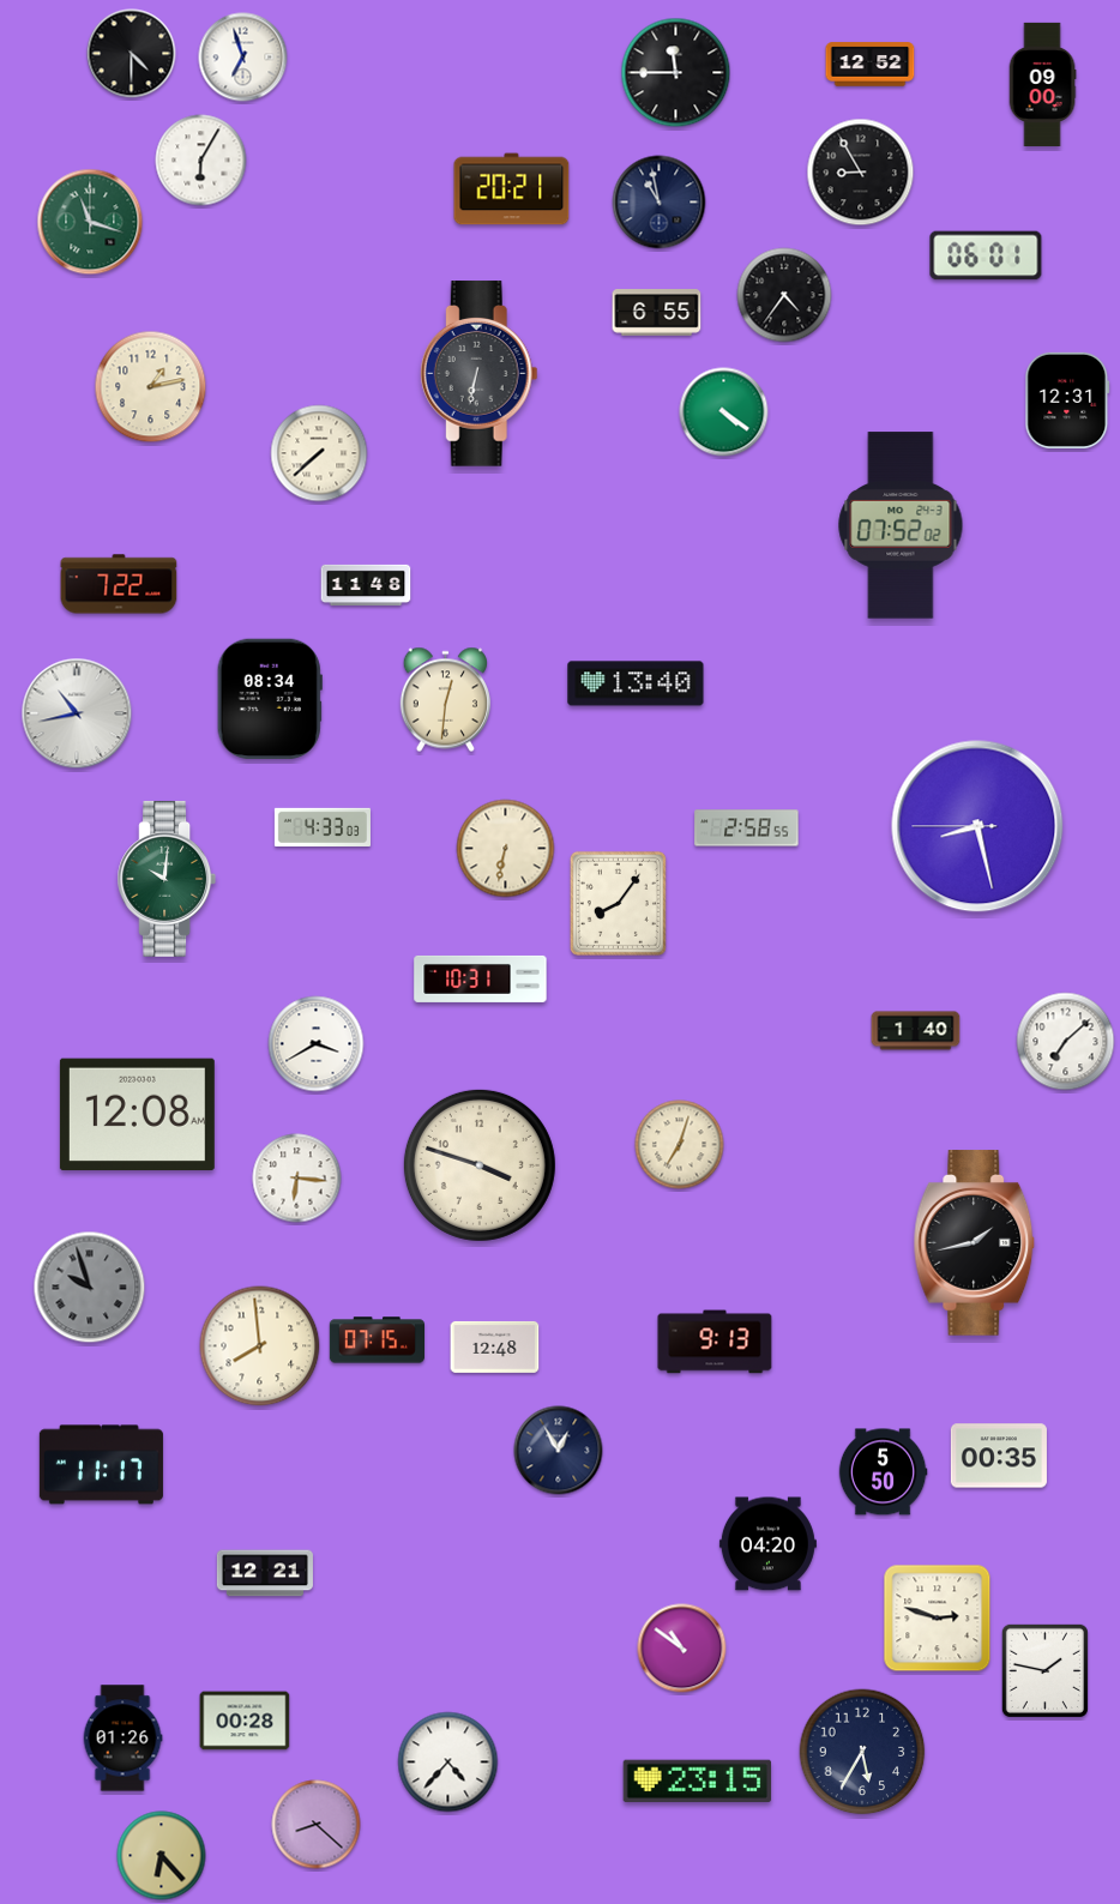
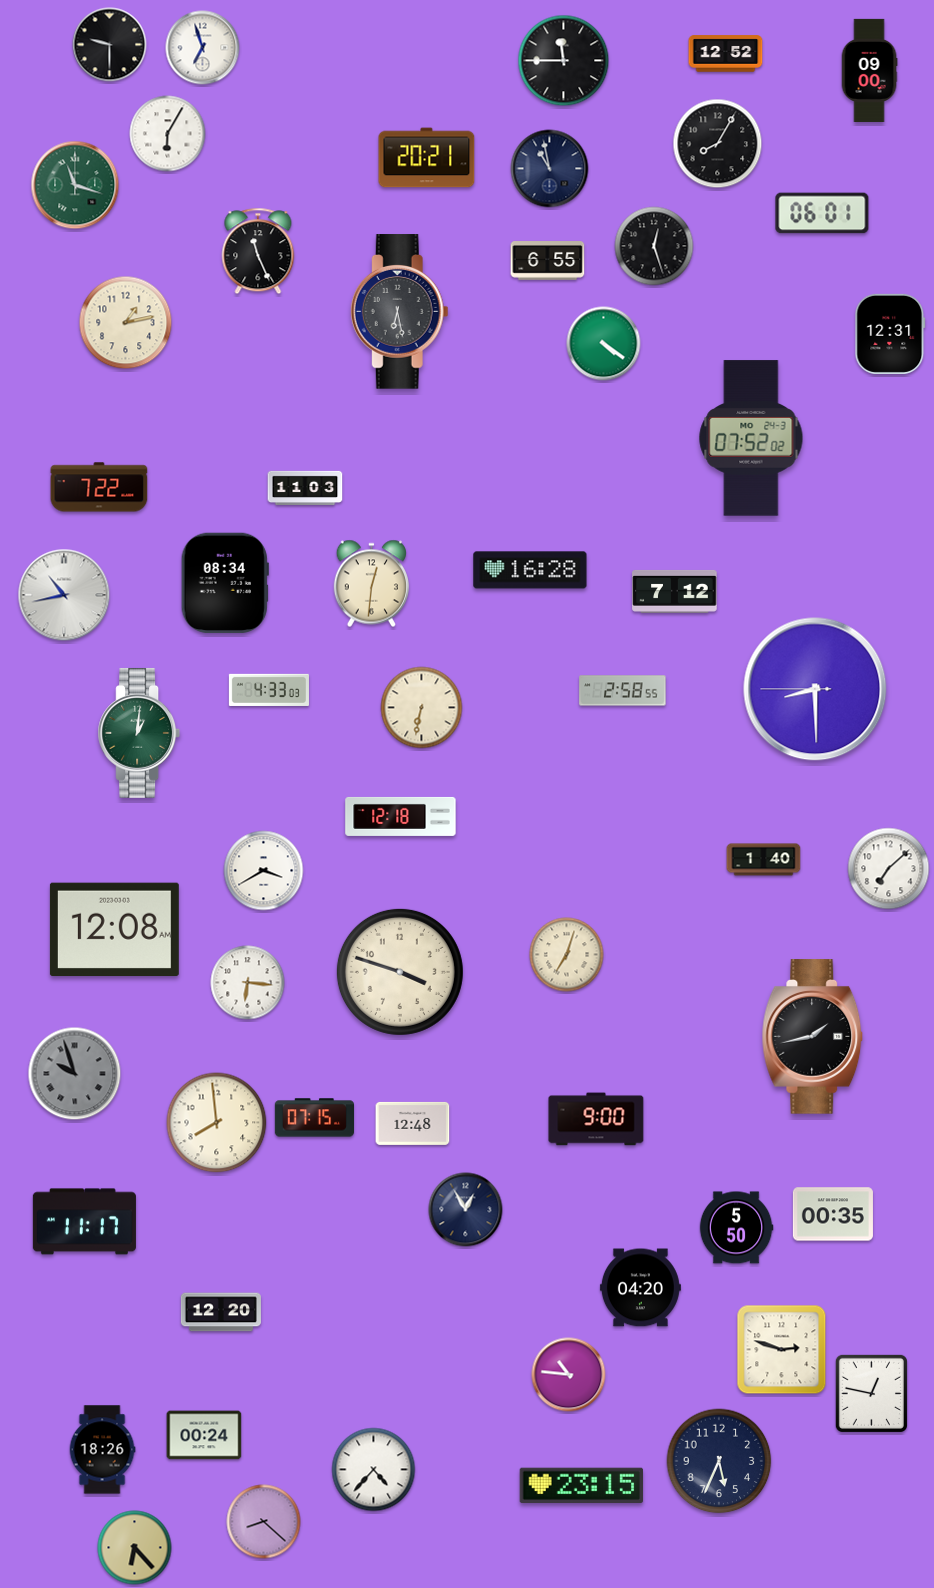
clock at (132, 54): 4:30 -> 9:30
clock at (861, 173): 8:55 -> 8:05
clock at (784, 295): 4:36 -> 12:27
clock at (258, 251): none -> 11:26
clock at (478, 374): 6:32 -> 6:28
clock at (319, 453): 7:38 -> none
clock at (366, 584): 11:48 -> 11:03
clock at (636, 683): 13:40 -> 16:28
clock at (675, 591): none -> 7:12
clock at (977, 826): 8:27 -> 8:29
clock at (167, 879): 10:01 -> 1:01
clock at (618, 903): 8:06 -> none
clock at (481, 978): 10:31 -> 12:18
clock at (715, 1342): 9:13 -> 9:00
clock at (265, 1573): 12:21 -> 12:20
clock at (682, 1649): 10:51 -> 10:46
clock at (1044, 1670): 1:47 -> 12:47
clock at (245, 1721): 00:28 -> 00:24
clock at (122, 1739): 01:26 -> 18:26
clock at (862, 1752): 5:35 -> 5:34
